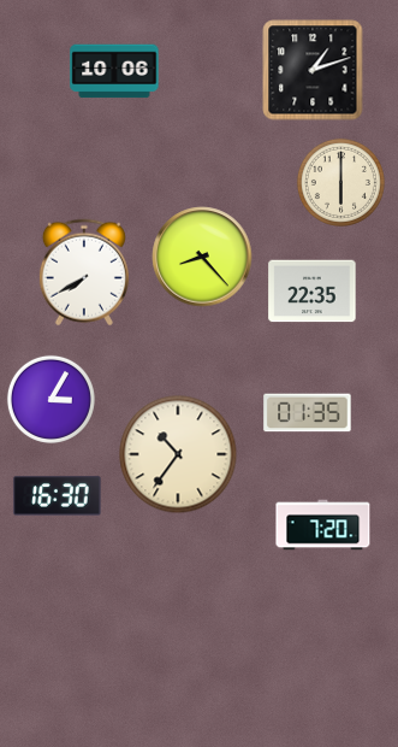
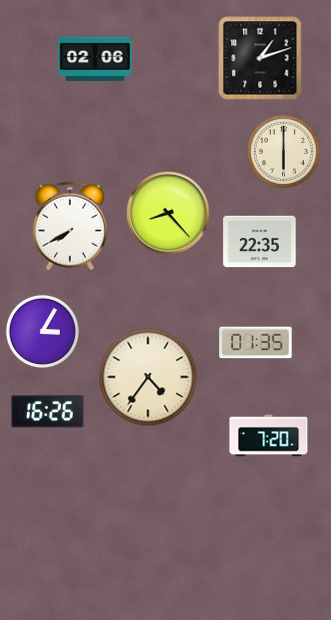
clock at (114, 71): 10:06 -> 02:06
clock at (178, 454): 10:36 -> 4:36
clock at (58, 496): 16:30 -> 16:26
